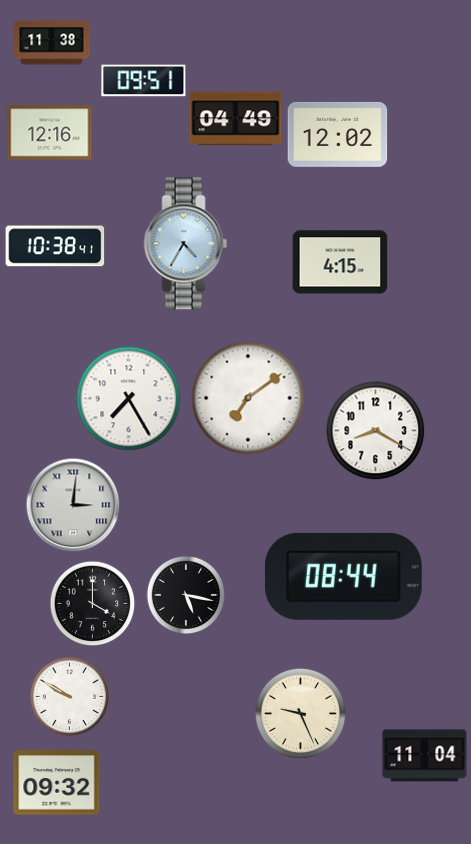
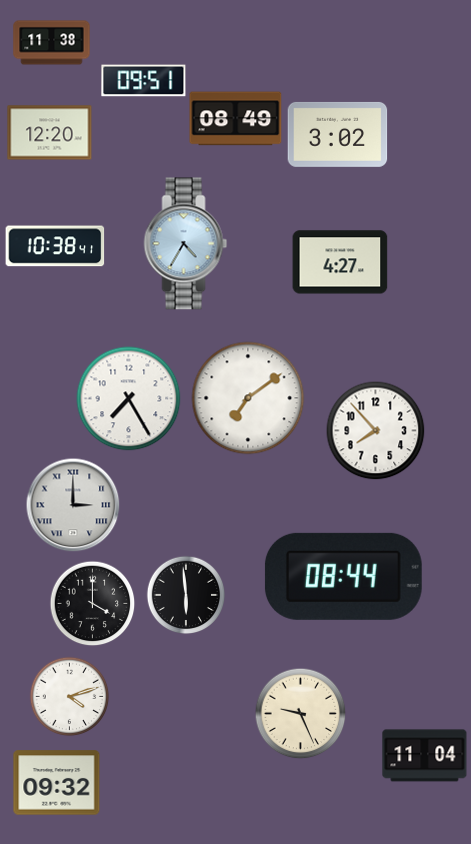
clock at (236, 119): 04:49 -> 08:49
clock at (50, 133): 12:16 -> 12:20
clock at (338, 134): 12:02 -> 3:02
clock at (340, 262): 4:15 -> 4:27
clock at (376, 431): 8:20 -> 7:53
clock at (73, 505): 3:01 -> 3:00
clock at (186, 595): 5:17 -> 5:59
clock at (69, 696): 9:50 -> 4:12
